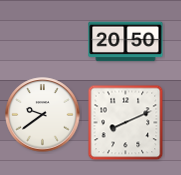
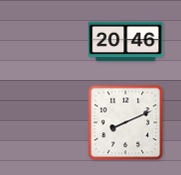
clock at (126, 42): 20:50 -> 20:46
clock at (43, 115): 9:39 -> none
